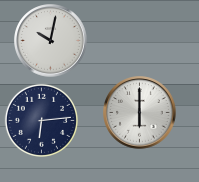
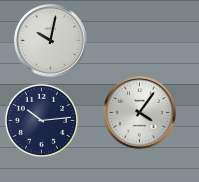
clock at (140, 113): 6:00 -> 4:06
clock at (41, 120): 6:14 -> 10:14
